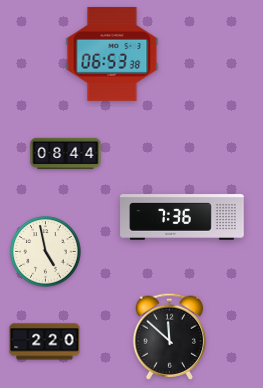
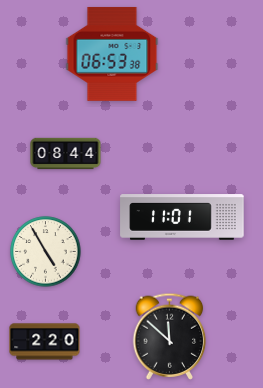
clock at (182, 217): 7:36 -> 11:01
clock at (46, 252): 4:58 -> 4:55
